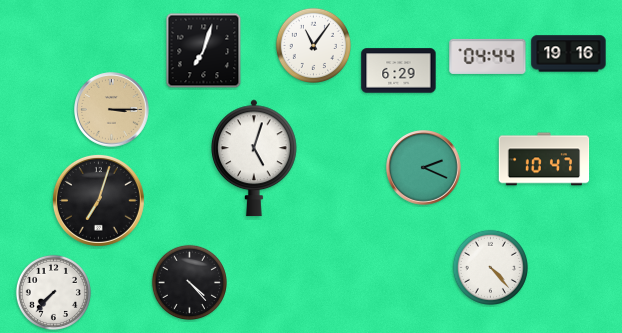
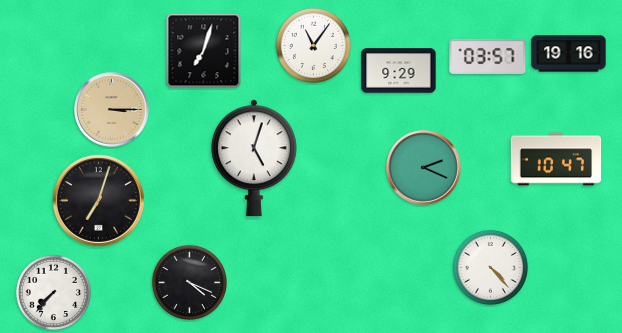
clock at (488, 56): 04:44 -> 03:57
clock at (399, 71): 6:29 -> 9:29
clock at (544, 159) position: (544, 159) -> (556, 159)
clock at (189, 282): 4:23 -> 4:19
